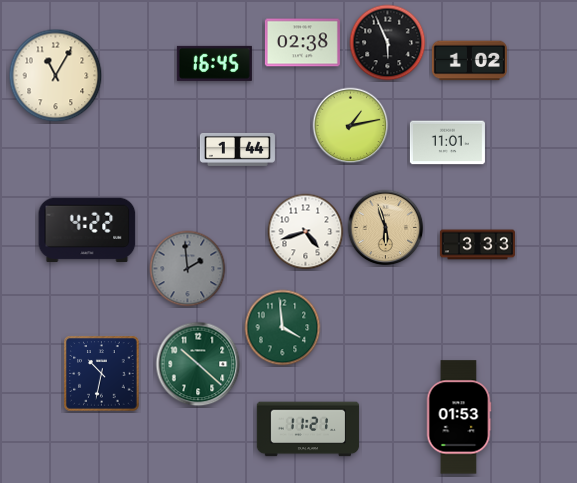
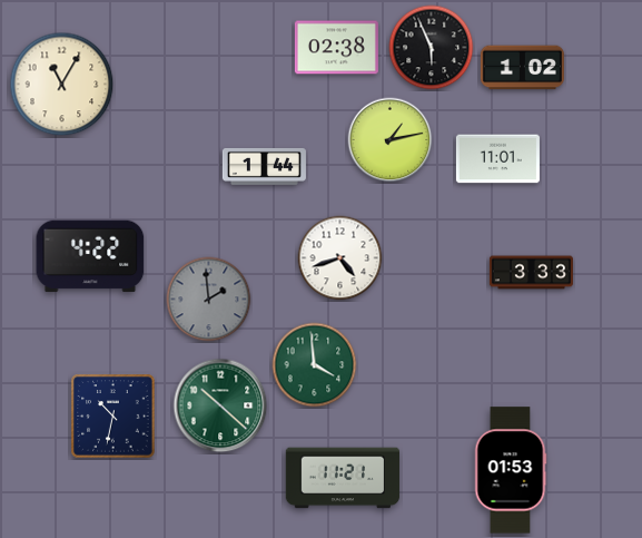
clock at (214, 63): 16:45 -> none
clock at (386, 228): 5:57 -> none
clock at (87, 230) position: (87, 230) -> (90, 256)
clock at (459, 417) position: (459, 417) -> (511, 470)
